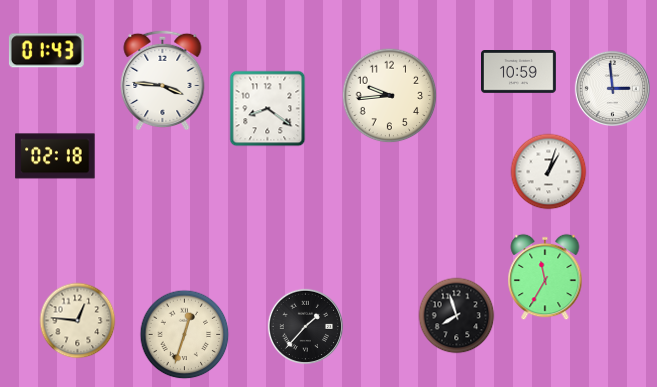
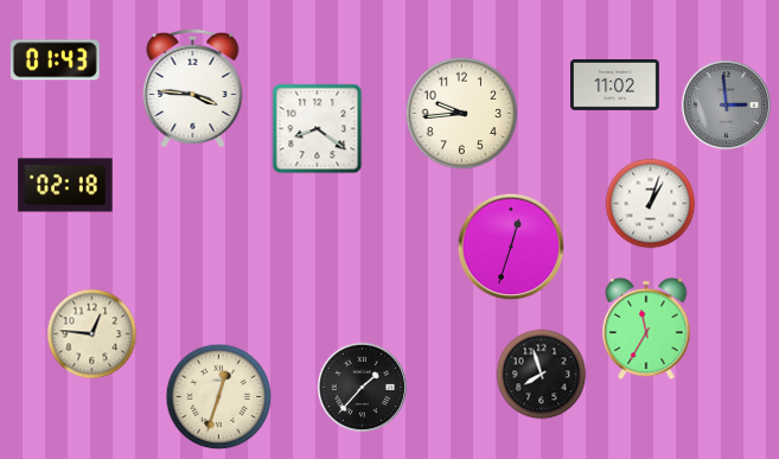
clock at (519, 72): 10:59 -> 11:02
clock at (163, 80) position: (163, 80) -> (193, 88)
clock at (612, 88) dial: white -> grey
clock at (511, 247): none -> 12:33
clock at (78, 321) position: (78, 321) -> (92, 334)
